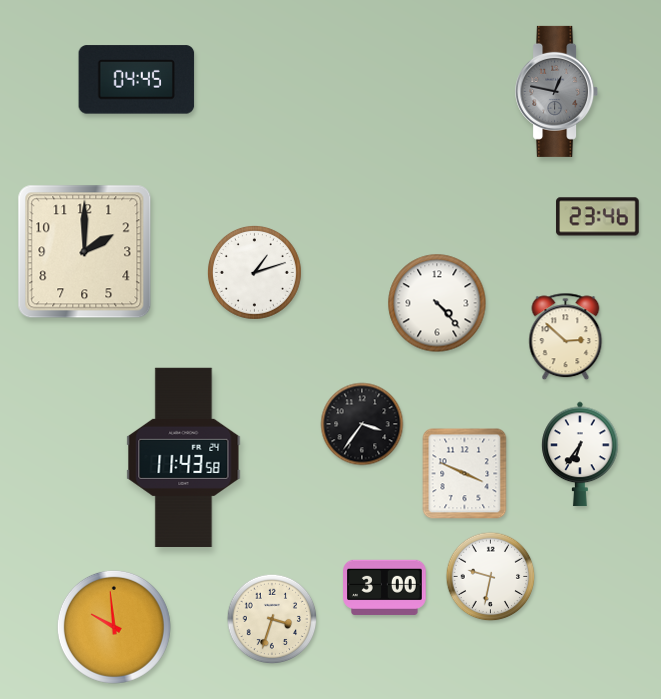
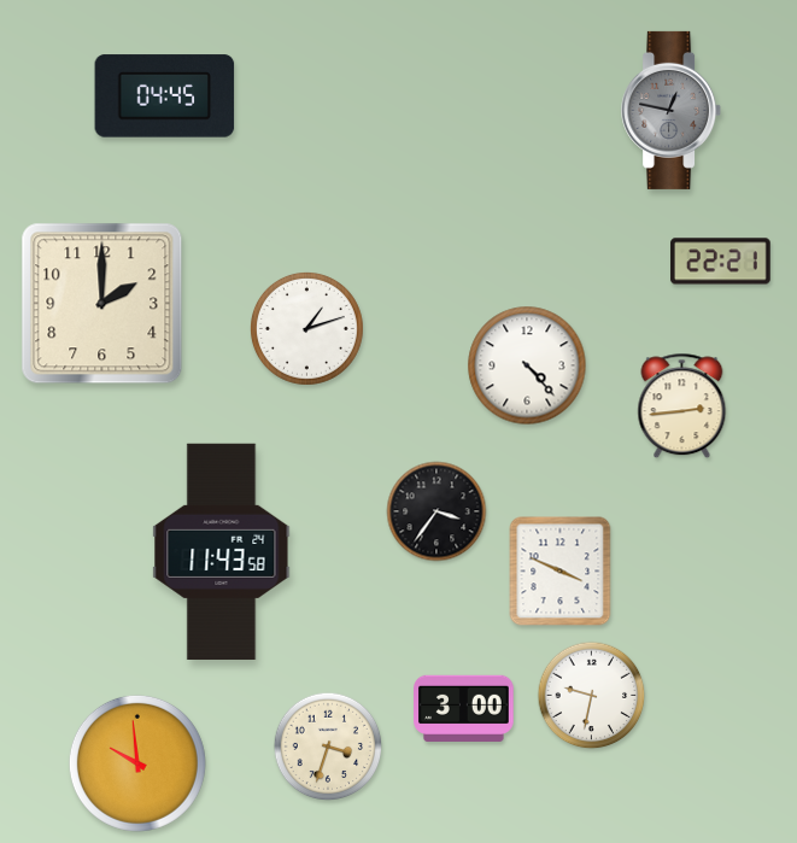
clock at (598, 217): 23:46 -> 22:21
clock at (566, 337): 2:52 -> 2:44
clock at (580, 454): 6:36 -> none
clock at (114, 627) position: (114, 627) -> (137, 763)
